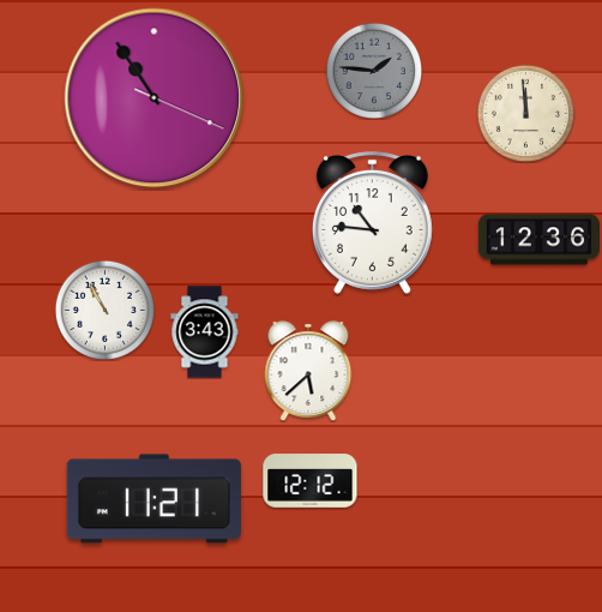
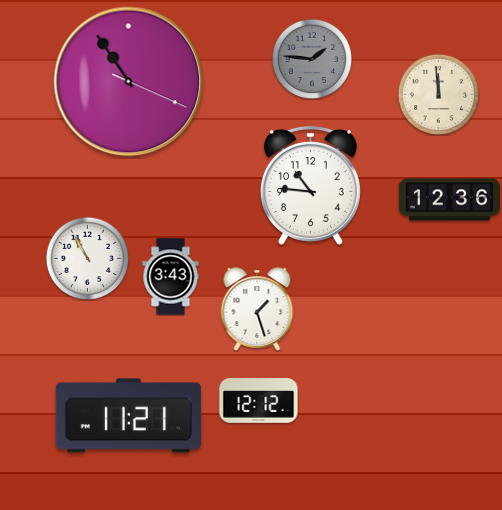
clock at (308, 371): 5:38 -> 1:27
